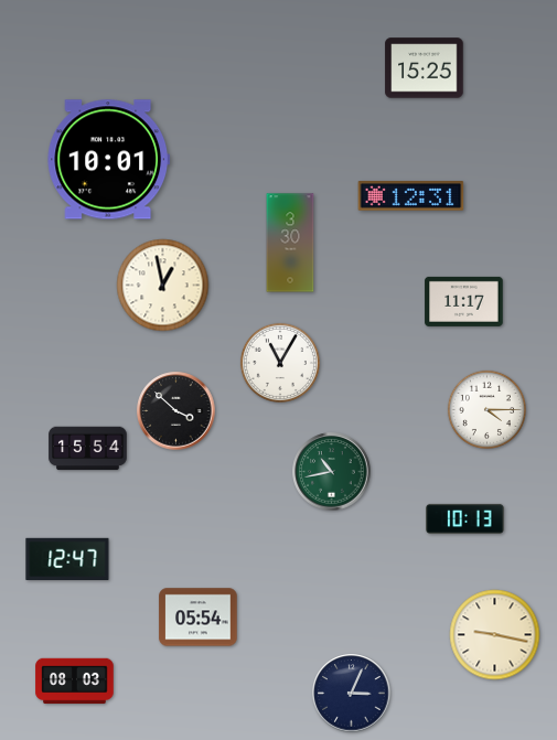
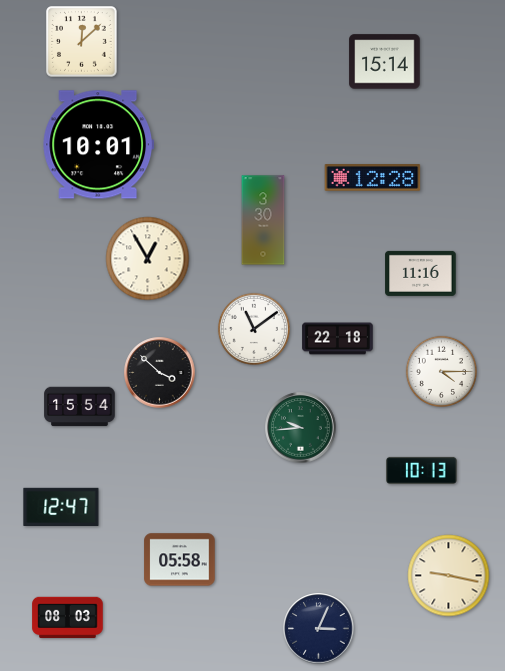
clock at (82, 42): none -> 12:08
clock at (425, 68): 15:25 -> 15:14
clock at (411, 196): 12:31 -> 12:28
clock at (163, 286): 12:58 -> 12:55
clock at (464, 301): 11:17 -> 11:16
clock at (280, 363): 11:05 -> 11:09
clock at (338, 339): none -> 22:18
clock at (332, 472): 10:43 -> 9:44
clock at (199, 618): 05:54 -> 05:58
